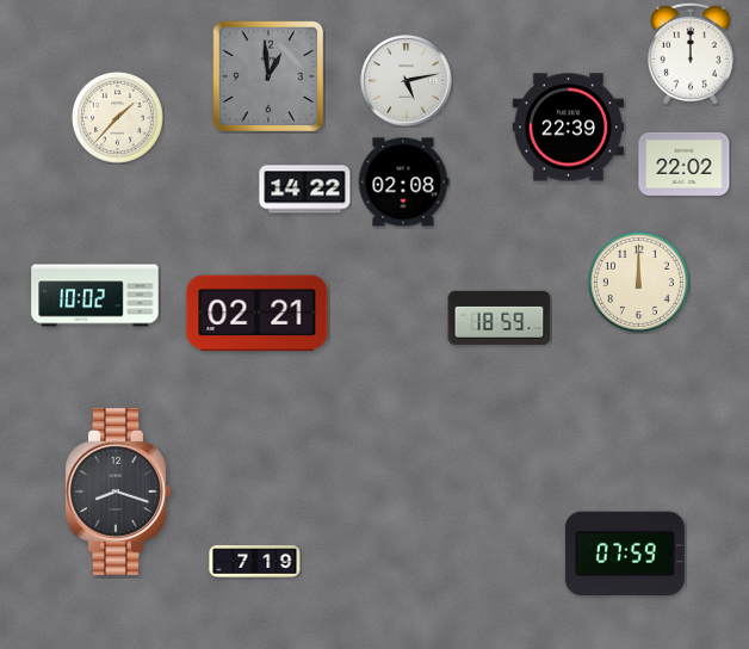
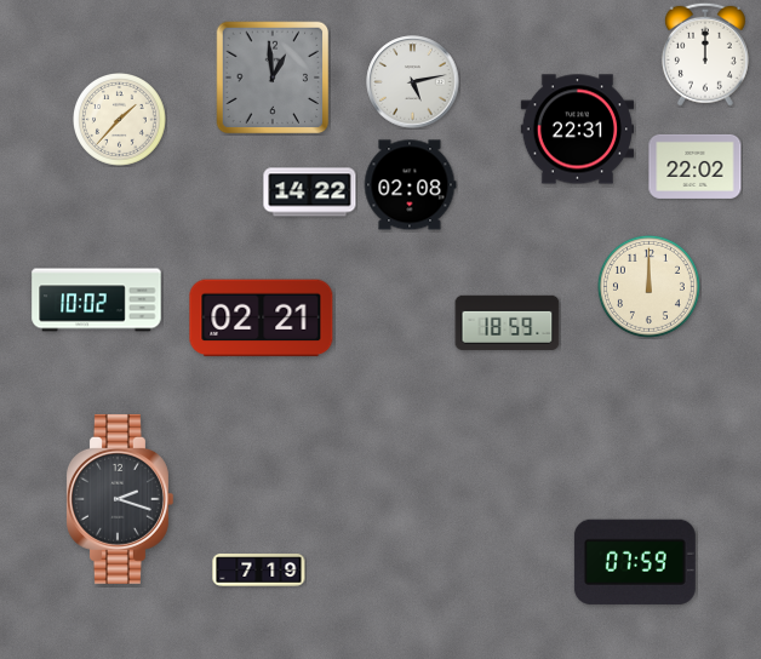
clock at (691, 54) position: (691, 54) -> (705, 55)
clock at (569, 128): 22:39 -> 22:31
clock at (118, 492): 8:18 -> 2:18
